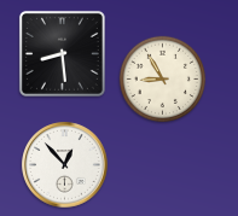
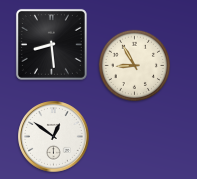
clock at (65, 165): 12:53 -> 12:51
